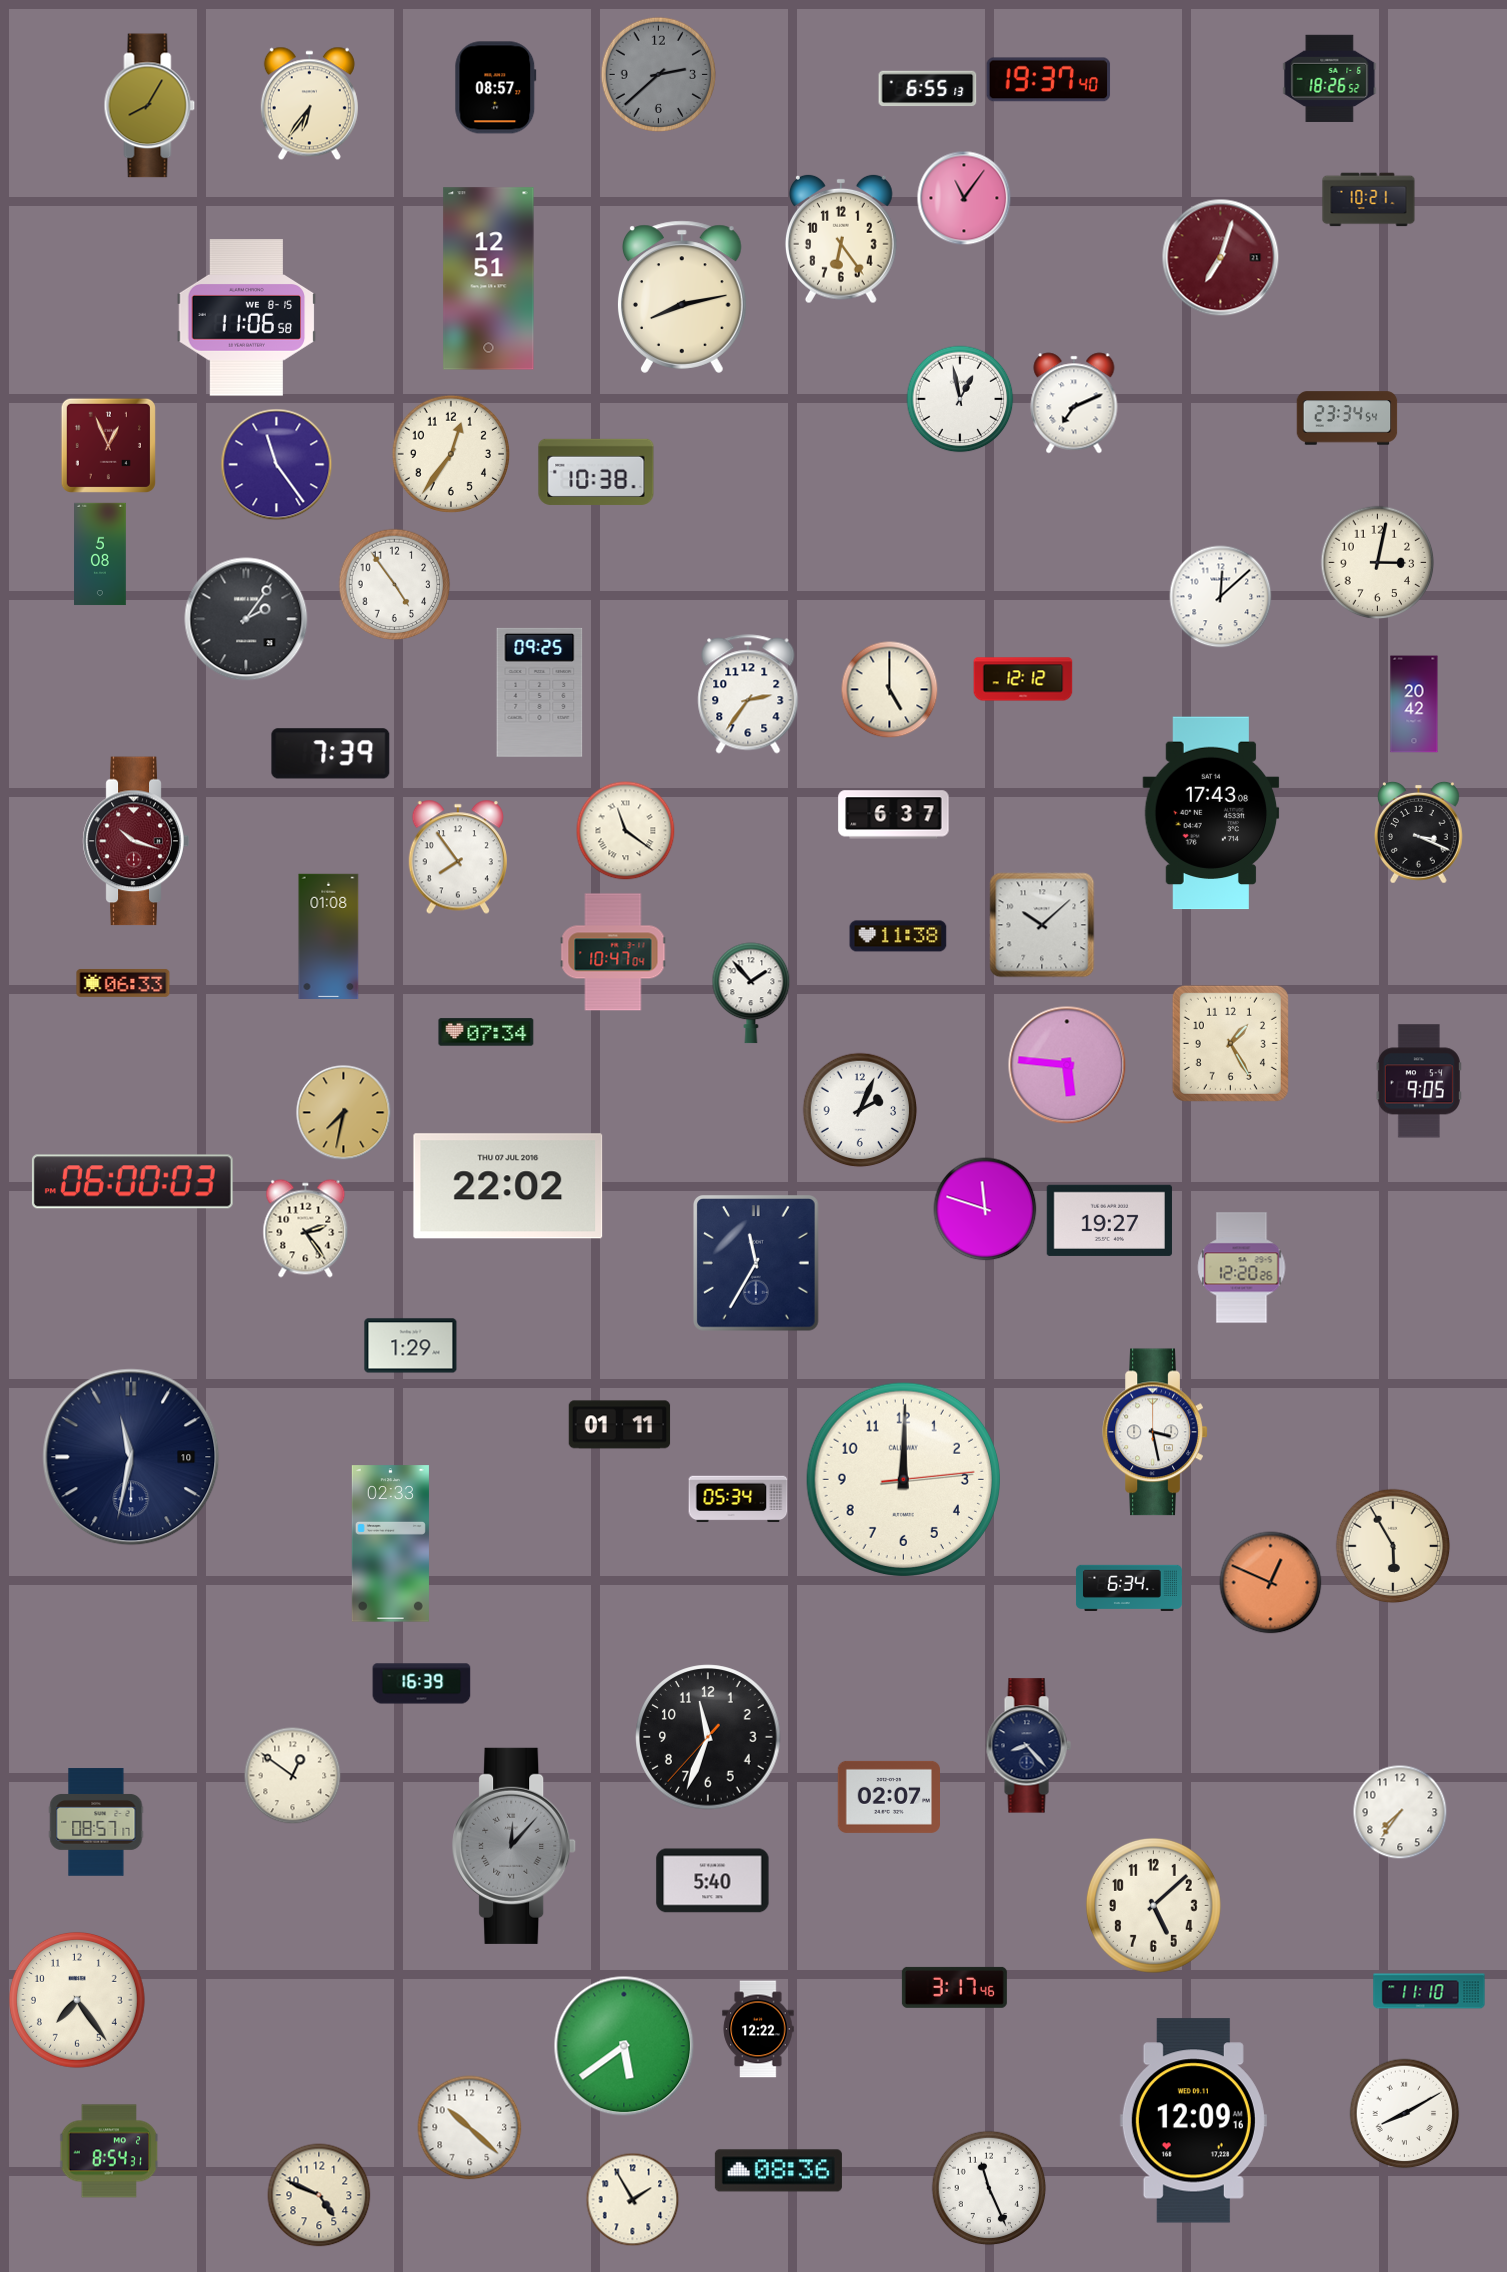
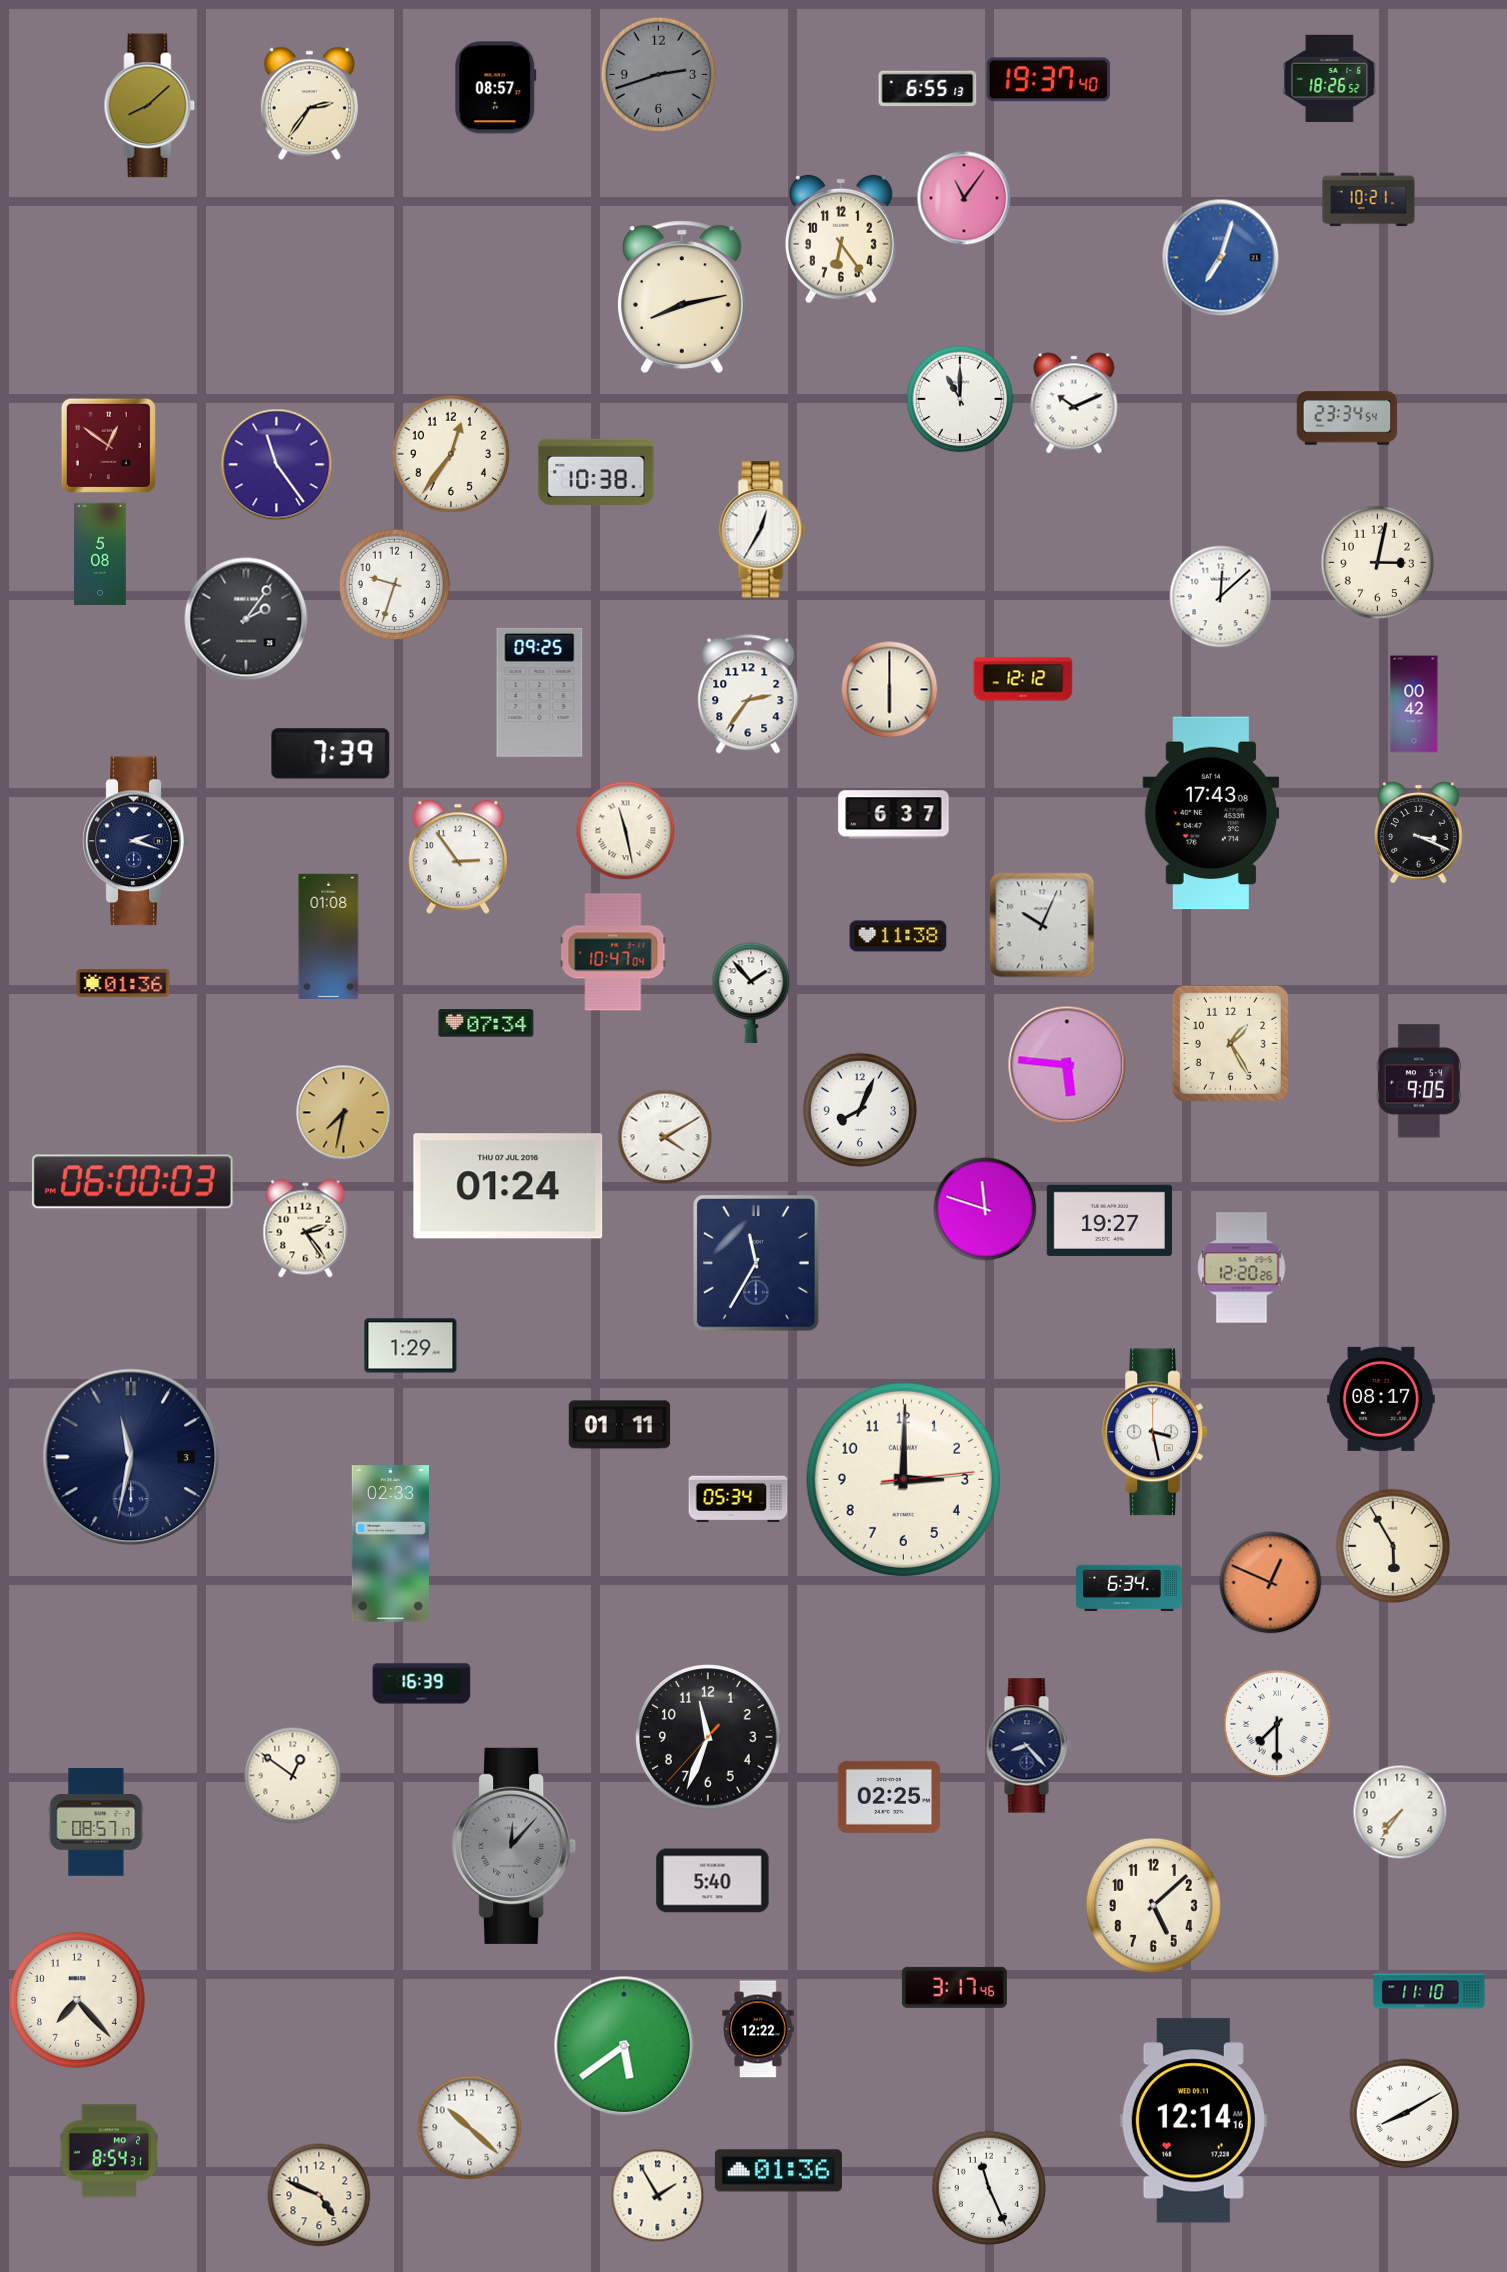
clock at (659, 75): 2:38 -> 2:42
clock at (309, 104): 6:36 -> 2:36
clock at (150, 106): 8:05 -> 8:08
clock at (1221, 258) dial: burgundy -> blue
clock at (489, 279): 12:51 -> none
clock at (247, 318): 11:06 -> none
clock at (960, 399): 12:58 -> 11:00
clock at (1074, 403): 7:11 -> 10:11
clock at (108, 445): 12:56 -> 12:51
clock at (763, 530): none -> 12:35
clock at (395, 585): 4:54 -> 9:33
clock at (890, 690): 5:00 -> 6:00
clock at (1414, 704): 20:42 -> 00:42
clock at (626, 831): 11:21 -> 11:28
clock at (136, 841): 10:18 -> 2:18
clock at (136, 841) dial: burgundy -> navy
clock at (458, 857): 7:54 -> 2:54
clock at (1042, 925): 10:08 -> 10:04
clock at (123, 983): 06:33 -> 01:36
clock at (486, 1032) position: (486, 1032) -> (486, 1023)
clock at (860, 1110): 2:04 -> 8:04
clock at (665, 1137): none -> 4:10
clock at (508, 1186): 22:02 -> 01:24
clock at (1381, 1399): none -> 08:17
clock at (131, 1457) date: 10 -> 3
clock at (903, 1479): 12:00 -> 3:00
clock at (1277, 1724): none -> 7:30
clock at (888, 1797): 02:07 -> 02:25
clock at (77, 2000): 7:24 -> 7:23
clock at (1193, 2121): 12:09 -> 12:14
clock at (778, 2171): 08:36 -> 01:36
clock at (633, 2200) position: (633, 2200) -> (658, 2196)
